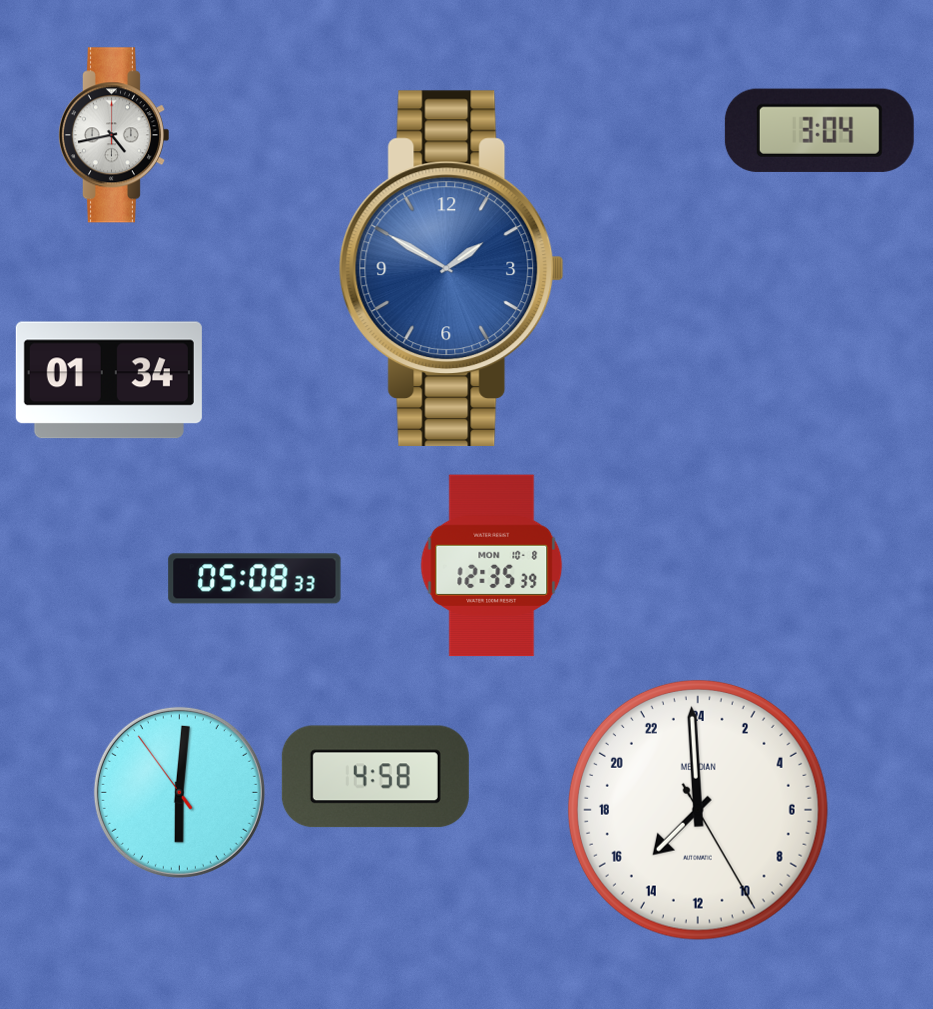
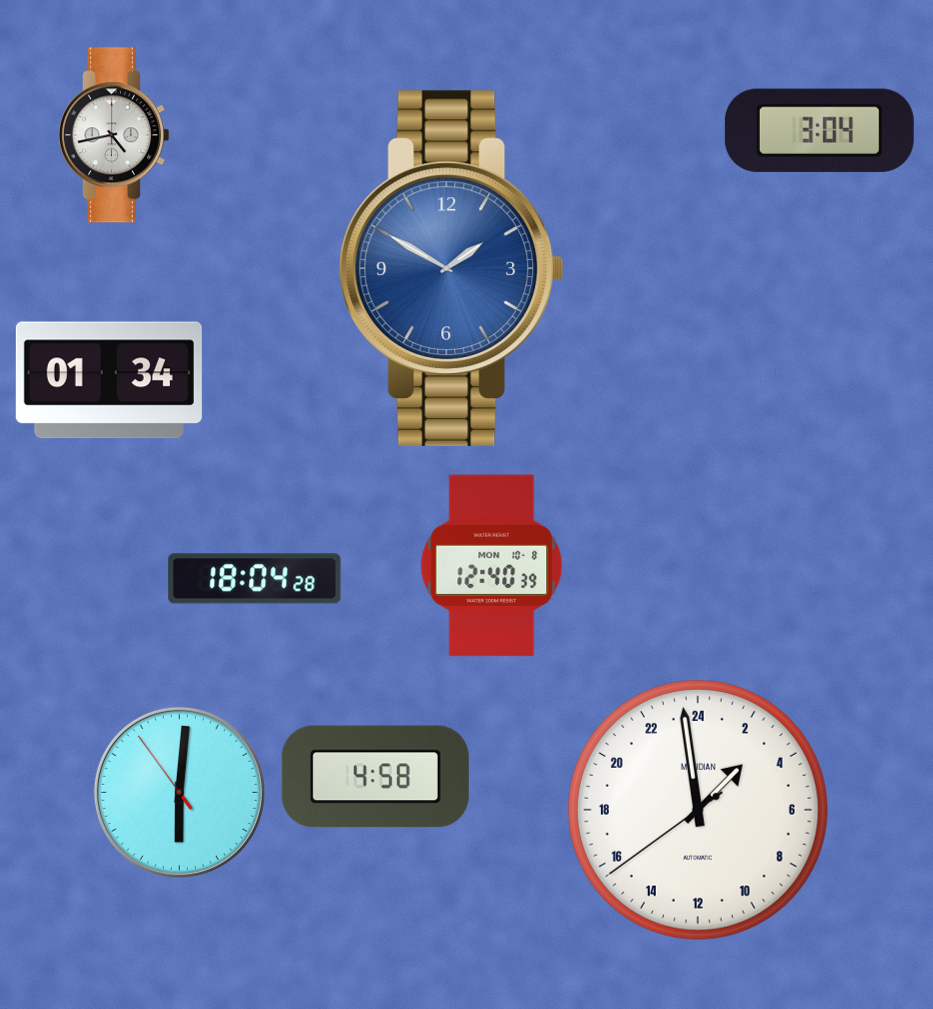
clock at (492, 566): 12:35 -> 12:40
clock at (255, 579): 05:08 -> 18:04
clock at (698, 810): 14:59 -> 2:58
